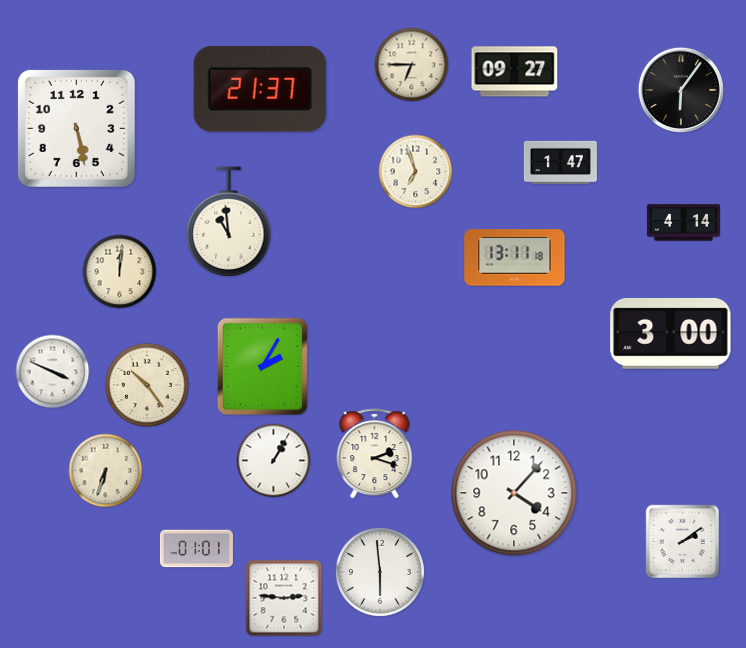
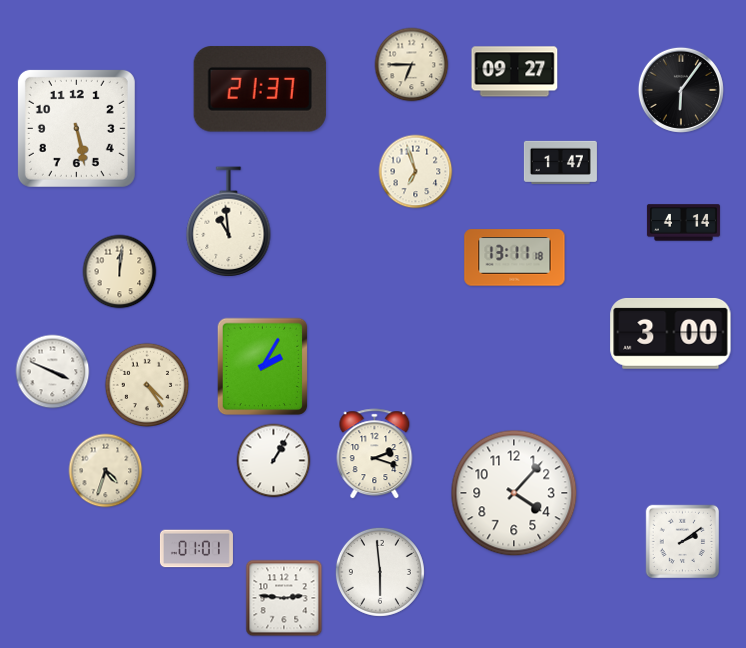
clock at (147, 384): 10:24 -> 4:24
clock at (106, 471): 6:33 -> 4:33
